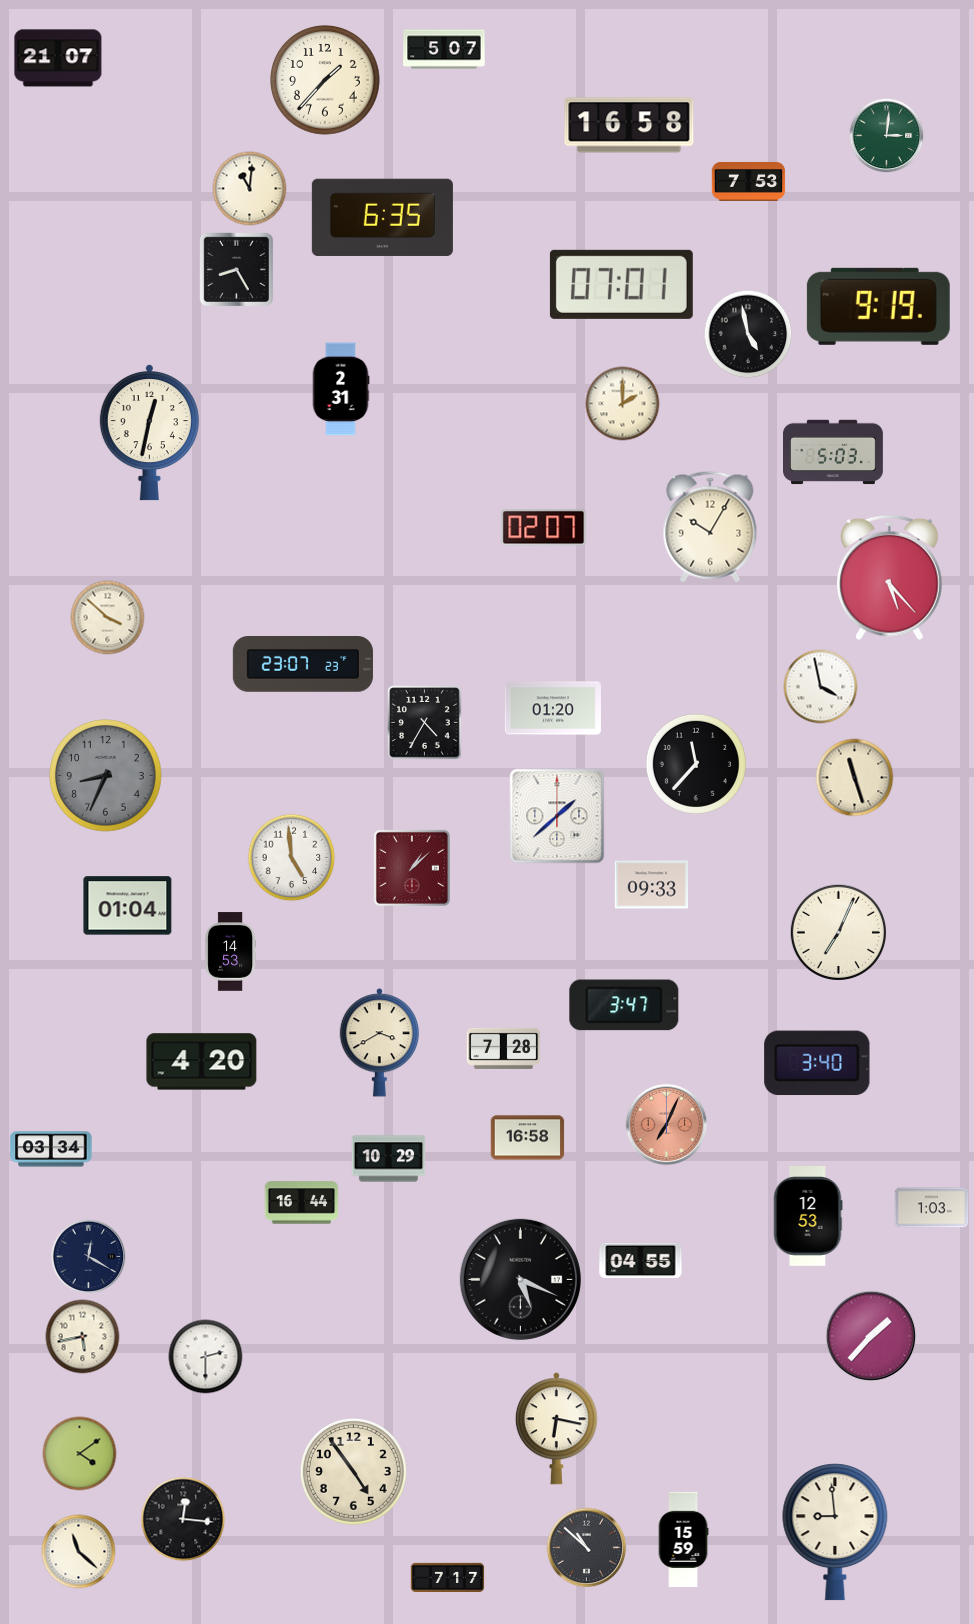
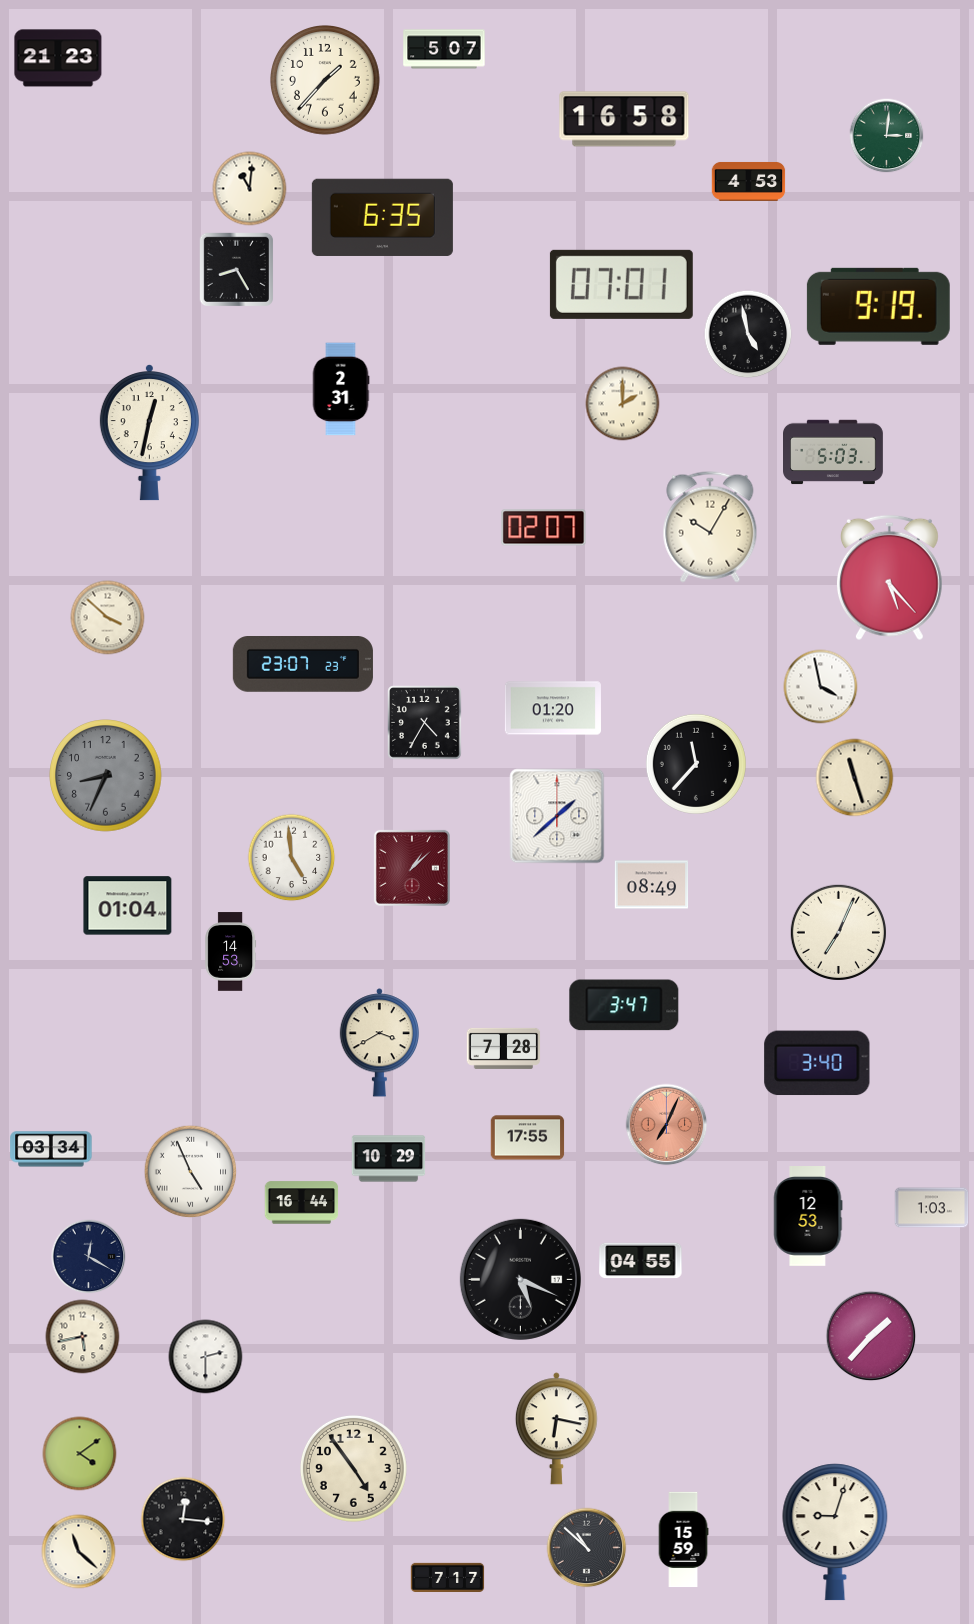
clock at (58, 58): 21:07 -> 21:23
clock at (629, 125) position: (629, 125) -> (624, 119)
clock at (749, 181): 7:53 -> 4:53
clock at (652, 885): 09:33 -> 08:49
clock at (202, 1062): 4:20 -> none
clock at (528, 1138): 16:58 -> 17:55
clock at (191, 1172): none -> 4:56
clock at (353, 1471) position: (353, 1471) -> (353, 1468)
clock at (835, 1532): 8:59 -> 9:03
